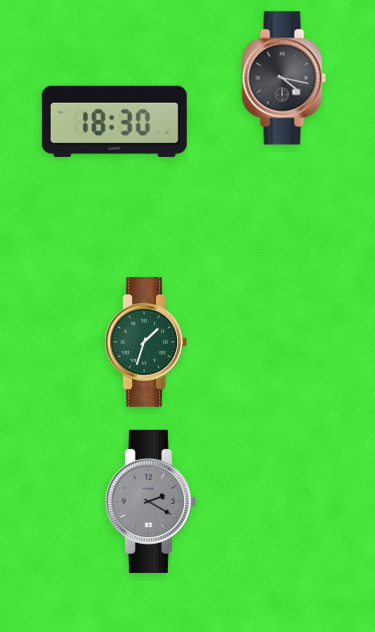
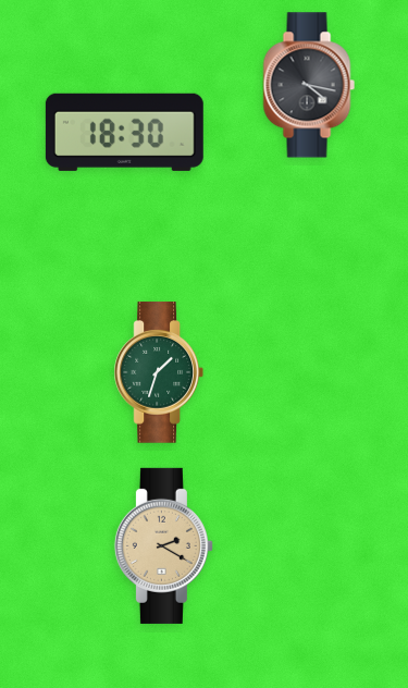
clock at (150, 501) dial: grey -> champagne
